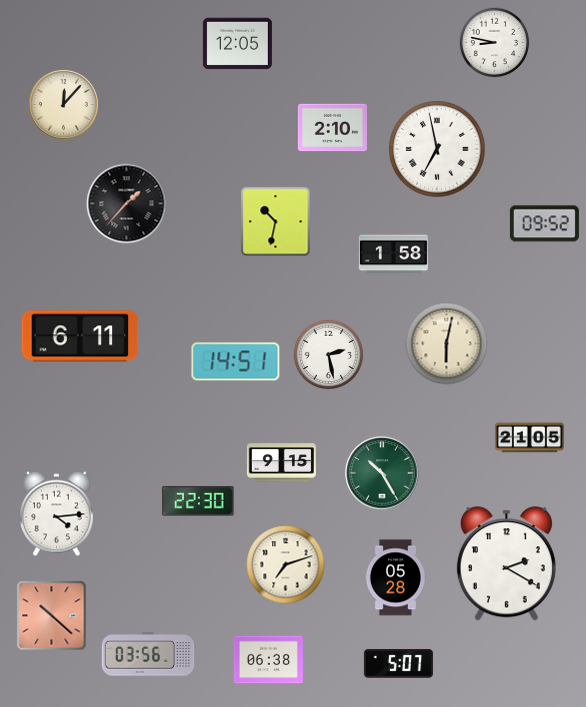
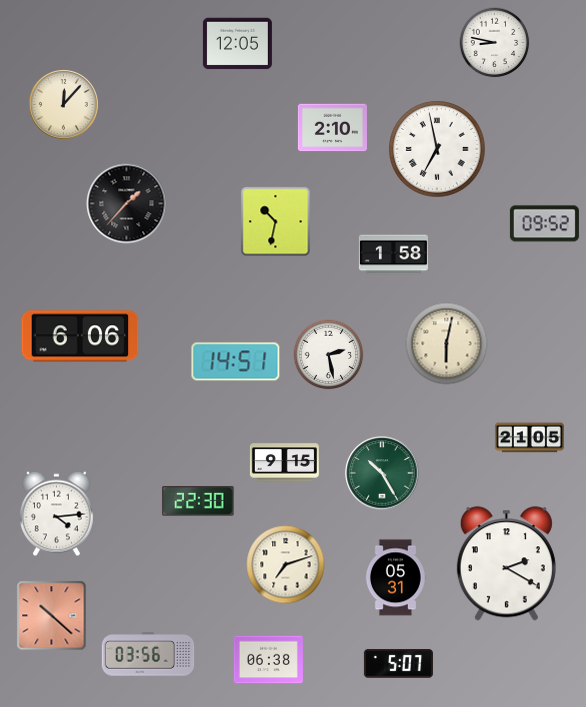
clock at (80, 336): 6:11 -> 6:06
clock at (281, 463) position: (281, 463) -> (284, 463)
clock at (395, 578): 05:28 -> 05:31
